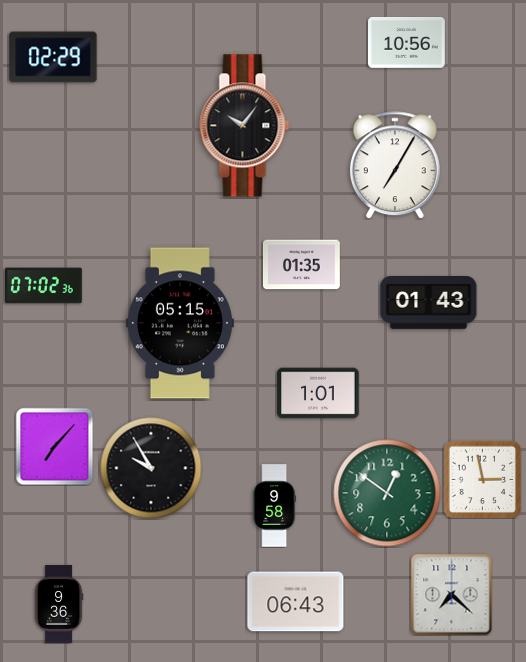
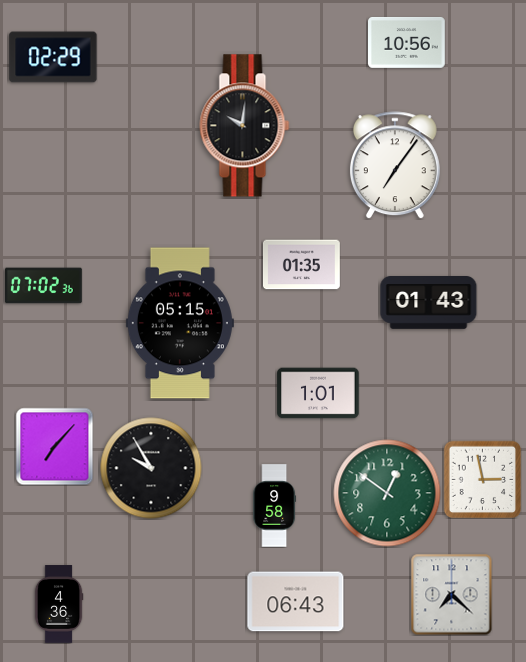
clock at (245, 126): 10:06 -> 10:01
clock at (395, 165): 7:05 -> 7:06
clock at (59, 604): 9:36 -> 4:36
